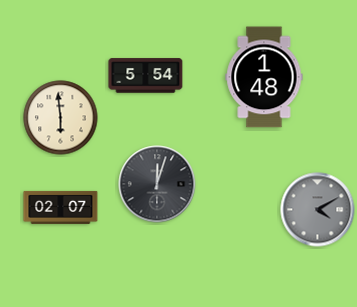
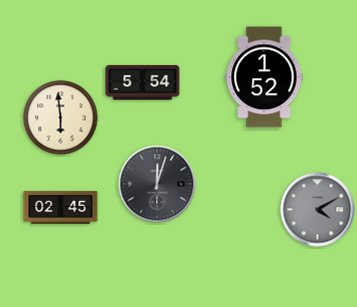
clock at (146, 76) position: (146, 76) -> (143, 83)
clock at (264, 77): 1:48 -> 1:52
clock at (61, 207): 02:07 -> 02:45
